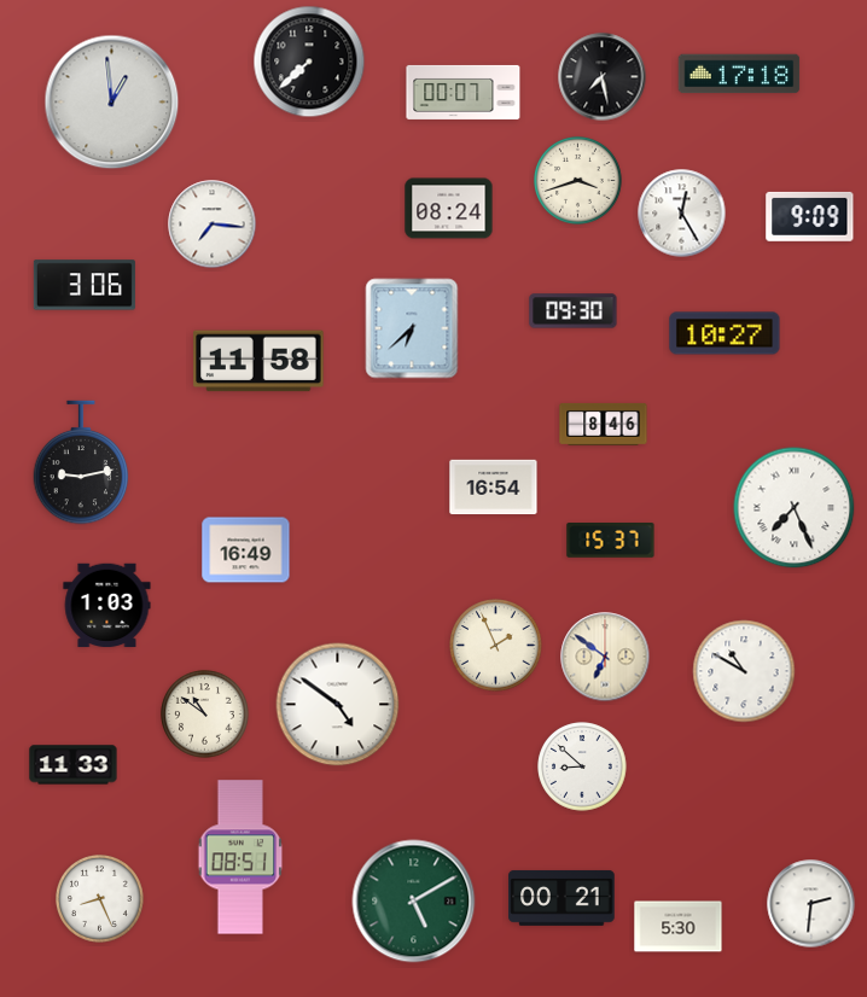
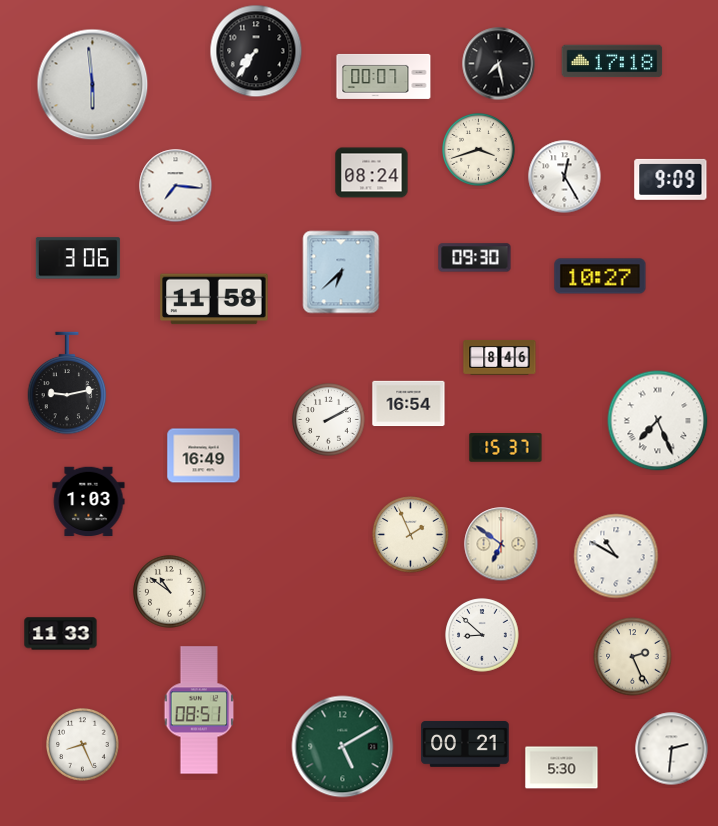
clock at (309, 62): 7:38 -> 7:36
clock at (112, 103): 12:59 -> 5:59
clock at (85, 285) position: (85, 285) -> (78, 258)
clock at (604, 424) position: (604, 424) -> (500, 357)
clock at (329, 420): none -> 2:10
clock at (338, 705): 4:51 -> none
clock at (633, 657): none -> 2:26
